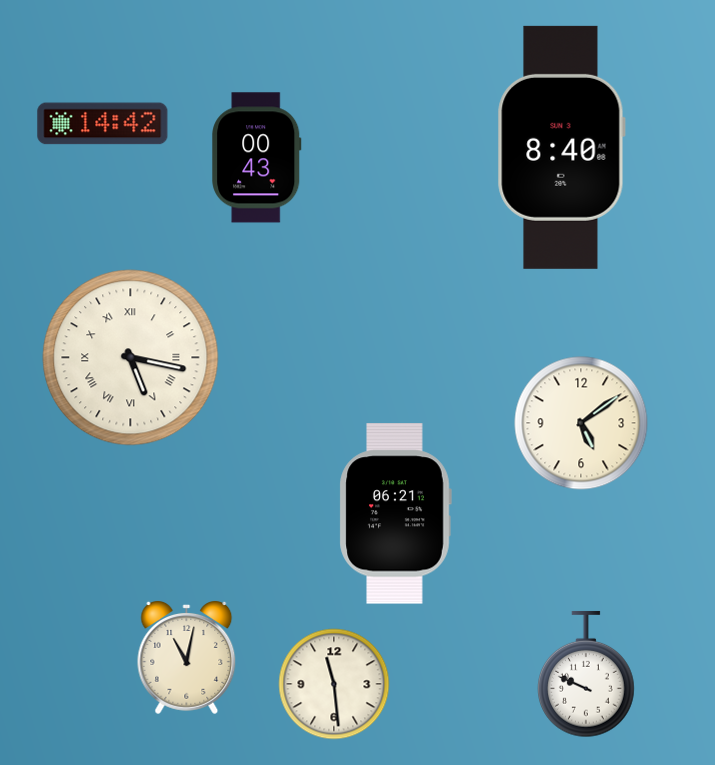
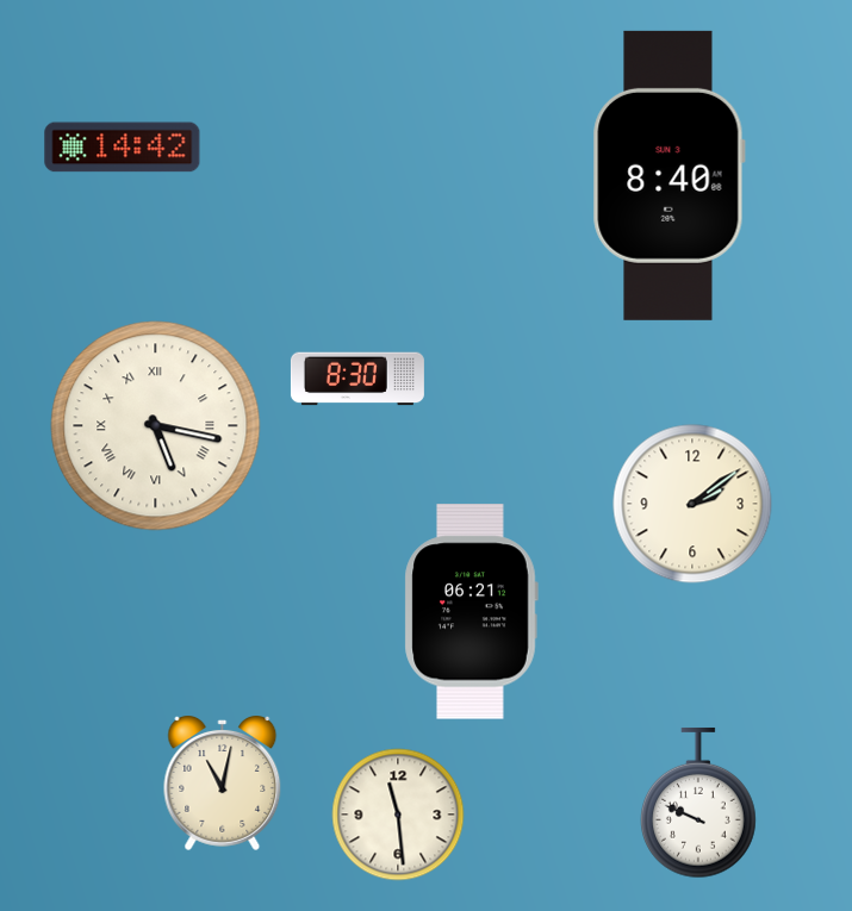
clock at (257, 158): 00:43 -> none
clock at (357, 379): none -> 8:30
clock at (581, 423): 5:09 -> 2:09
